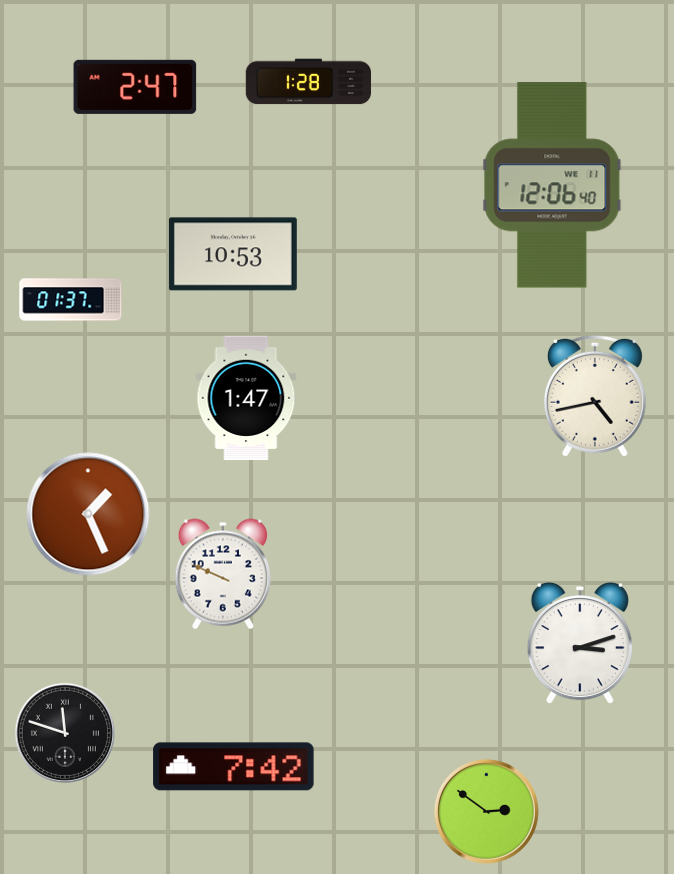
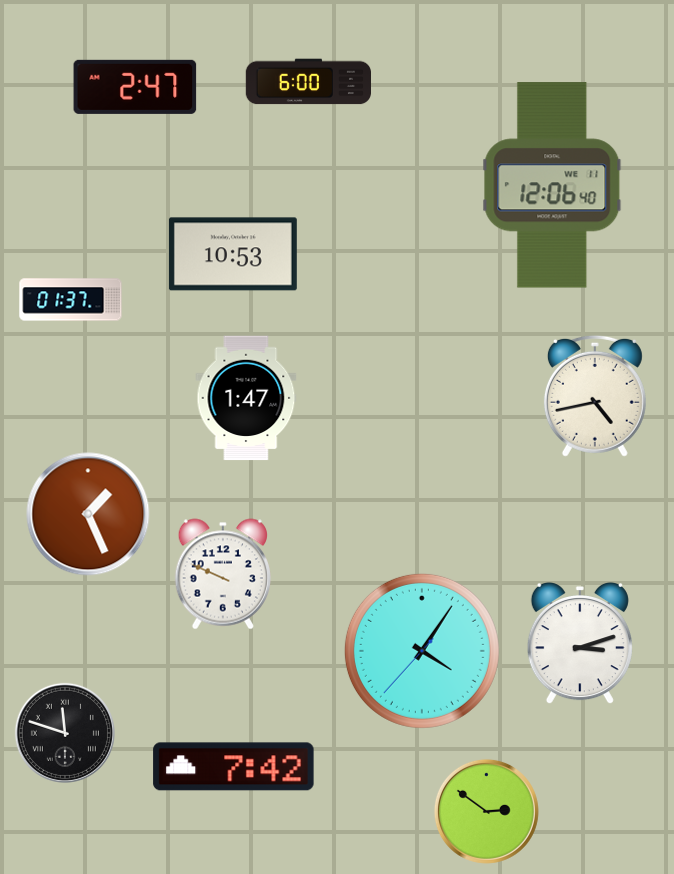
clock at (308, 82): 1:28 -> 6:00
clock at (422, 651): none -> 4:05
